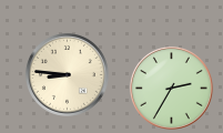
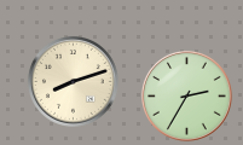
clock at (67, 74): 8:46 -> 8:12
